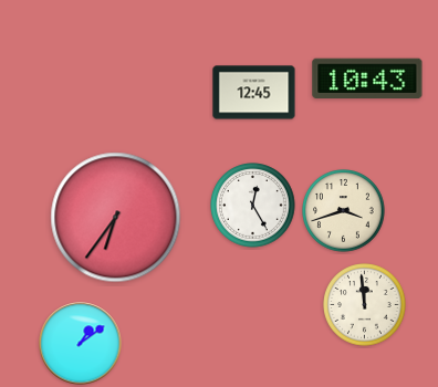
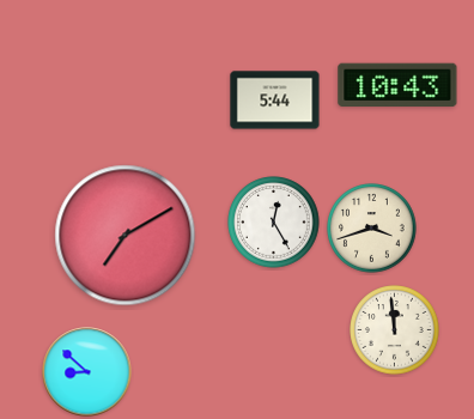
clock at (254, 93): 12:45 -> 5:44
clock at (116, 218): 6:36 -> 7:10
clock at (81, 344): 1:09 -> 8:52
